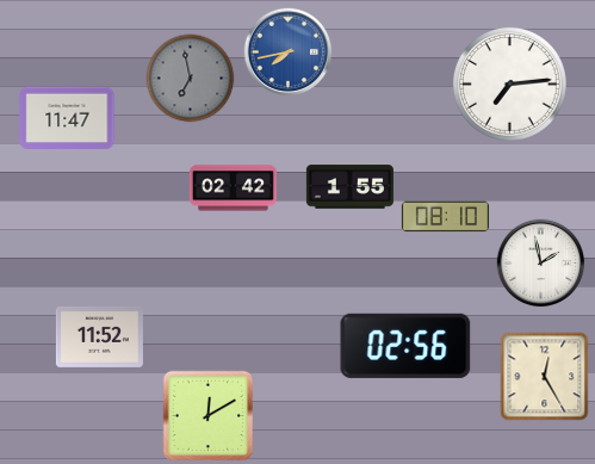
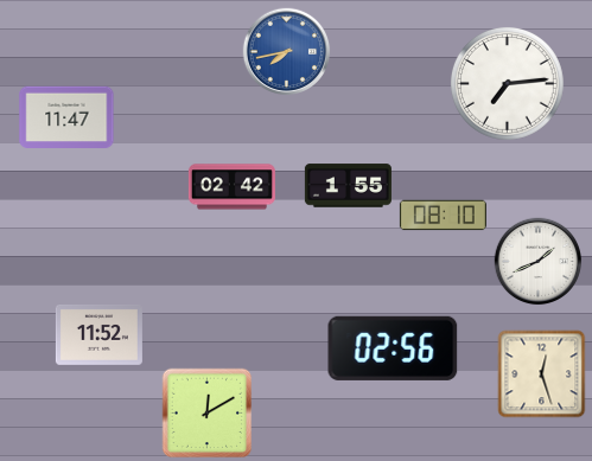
clock at (191, 79): 6:58 -> none
clock at (541, 264): 1:58 -> 1:41
clock at (405, 346) position: (405, 346) -> (393, 348)
clock at (545, 377): 12:25 -> 12:27
